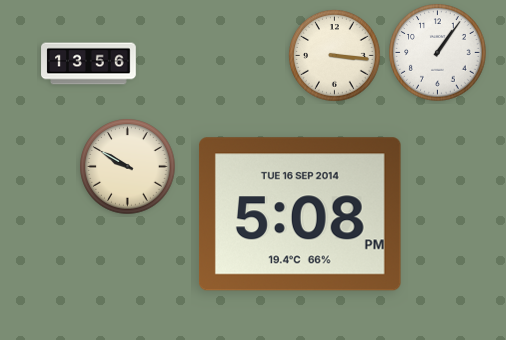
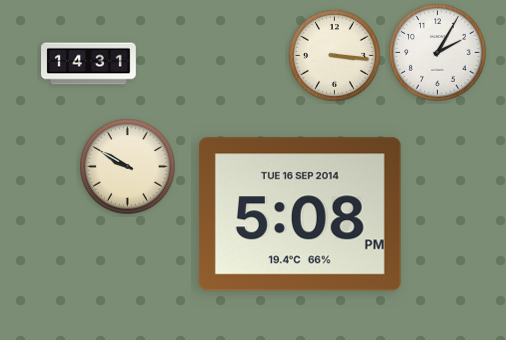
clock at (438, 53): 1:06 -> 2:05
clock at (89, 64): 13:56 -> 14:31
